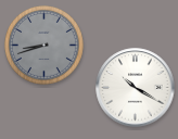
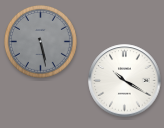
clock at (43, 45): 8:42 -> 5:28
